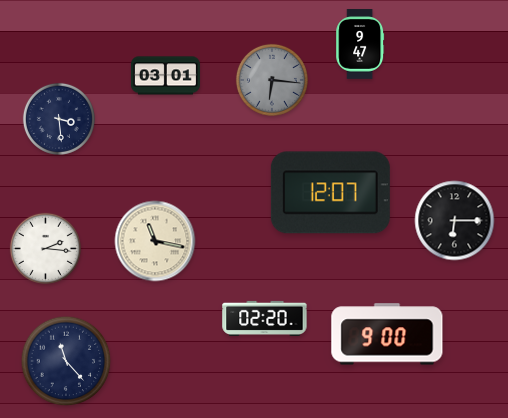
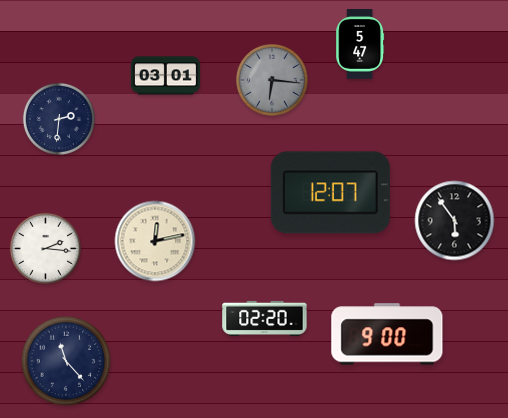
clock at (360, 44): 9:47 -> 5:47
clock at (59, 119): 3:29 -> 2:31
clock at (455, 221): 6:15 -> 5:54
clock at (155, 241): 11:17 -> 12:13
